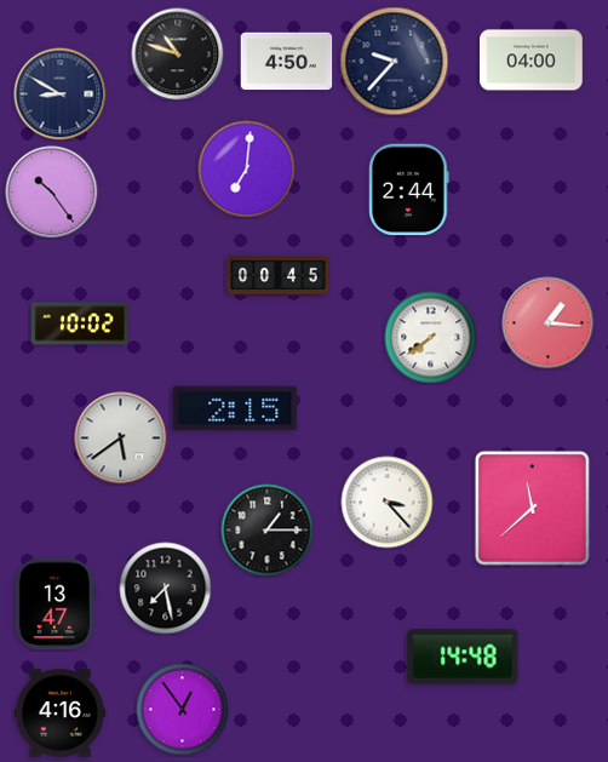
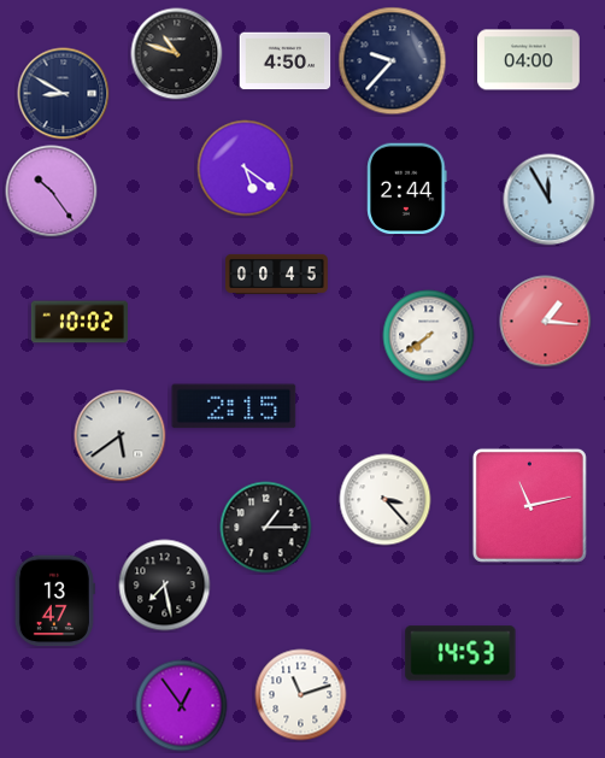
clock at (61, 94) position: (61, 94) -> (64, 94)
clock at (247, 170): 7:01 -> 5:21
clock at (550, 200): none -> 11:55
clock at (532, 508): 11:38 -> 11:13
clock at (463, 657): 14:48 -> 14:53
clock at (301, 695): none -> 11:12
clock at (61, 714): 4:16 -> none
